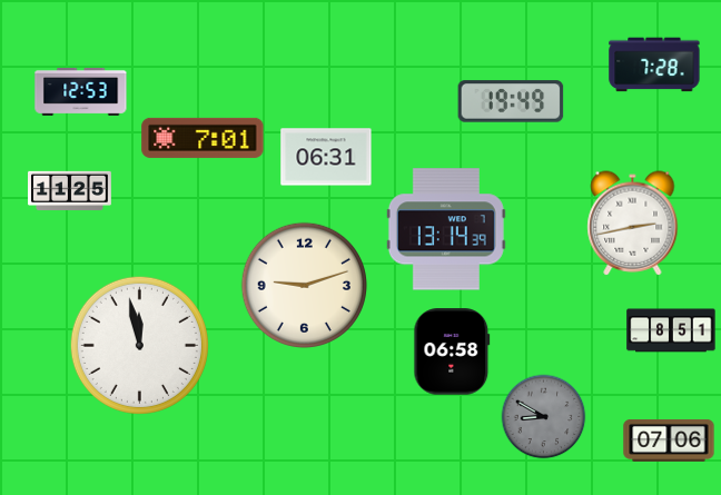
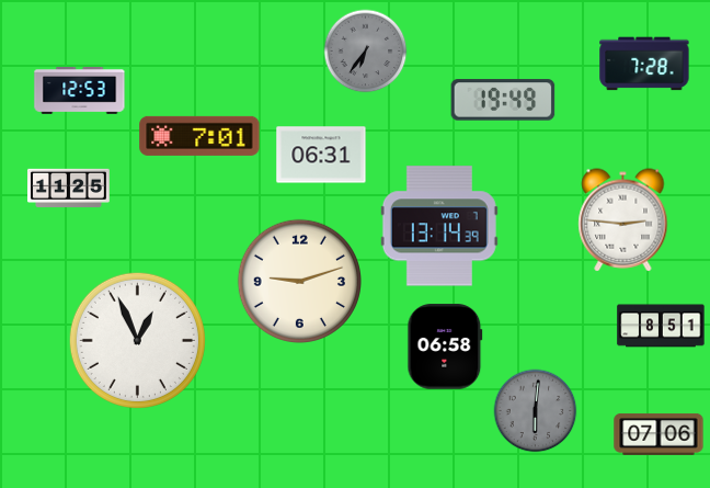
clock at (366, 52): none -> 6:36
clock at (633, 224): 2:43 -> 2:46
clock at (139, 345): 11:58 -> 12:56
clock at (544, 417): 8:50 -> 6:01
